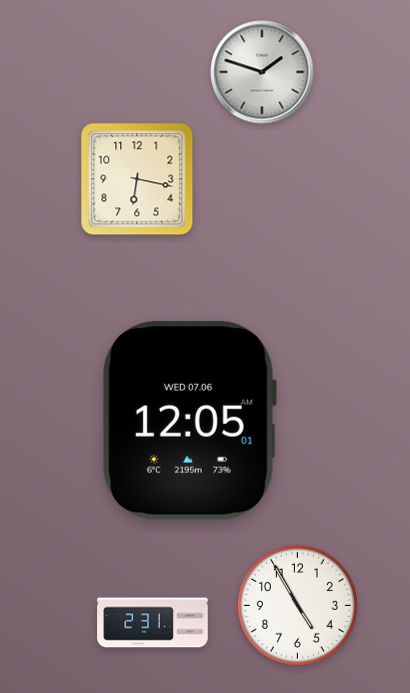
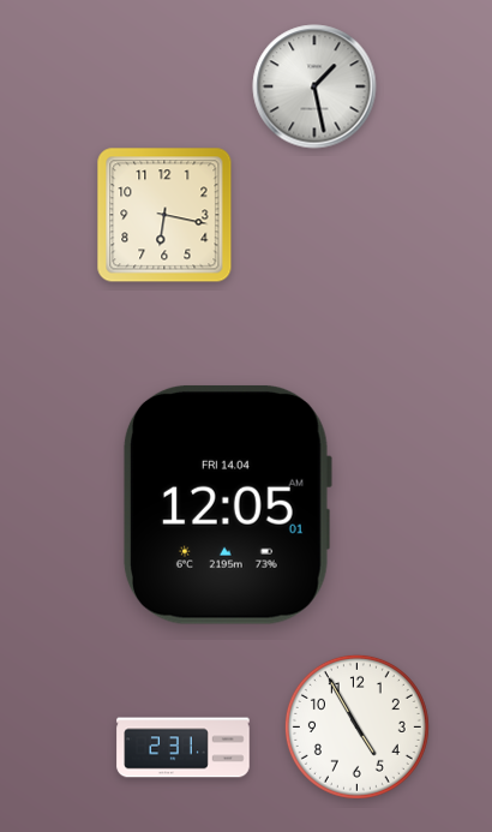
clock at (262, 72): 1:48 -> 1:28
clock at (189, 420) date: WED 07.06 -> FRI 14.04
